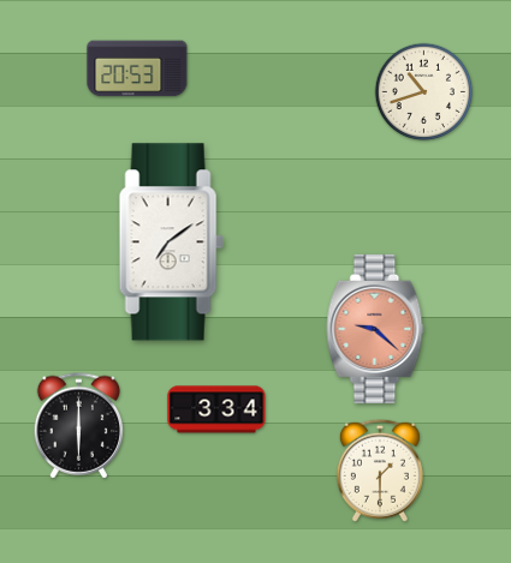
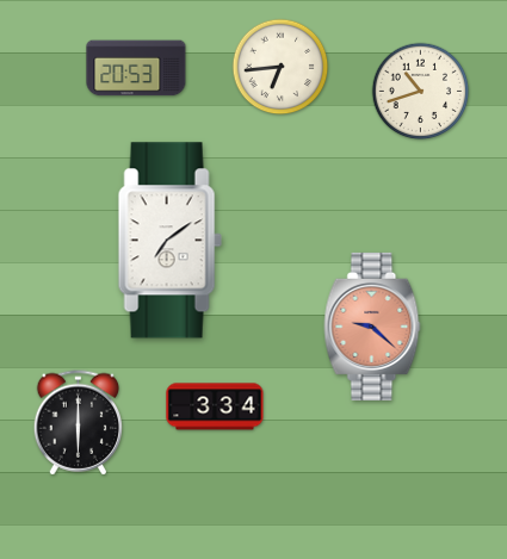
clock at (280, 67): none -> 6:44
clock at (380, 471): 1:30 -> none
